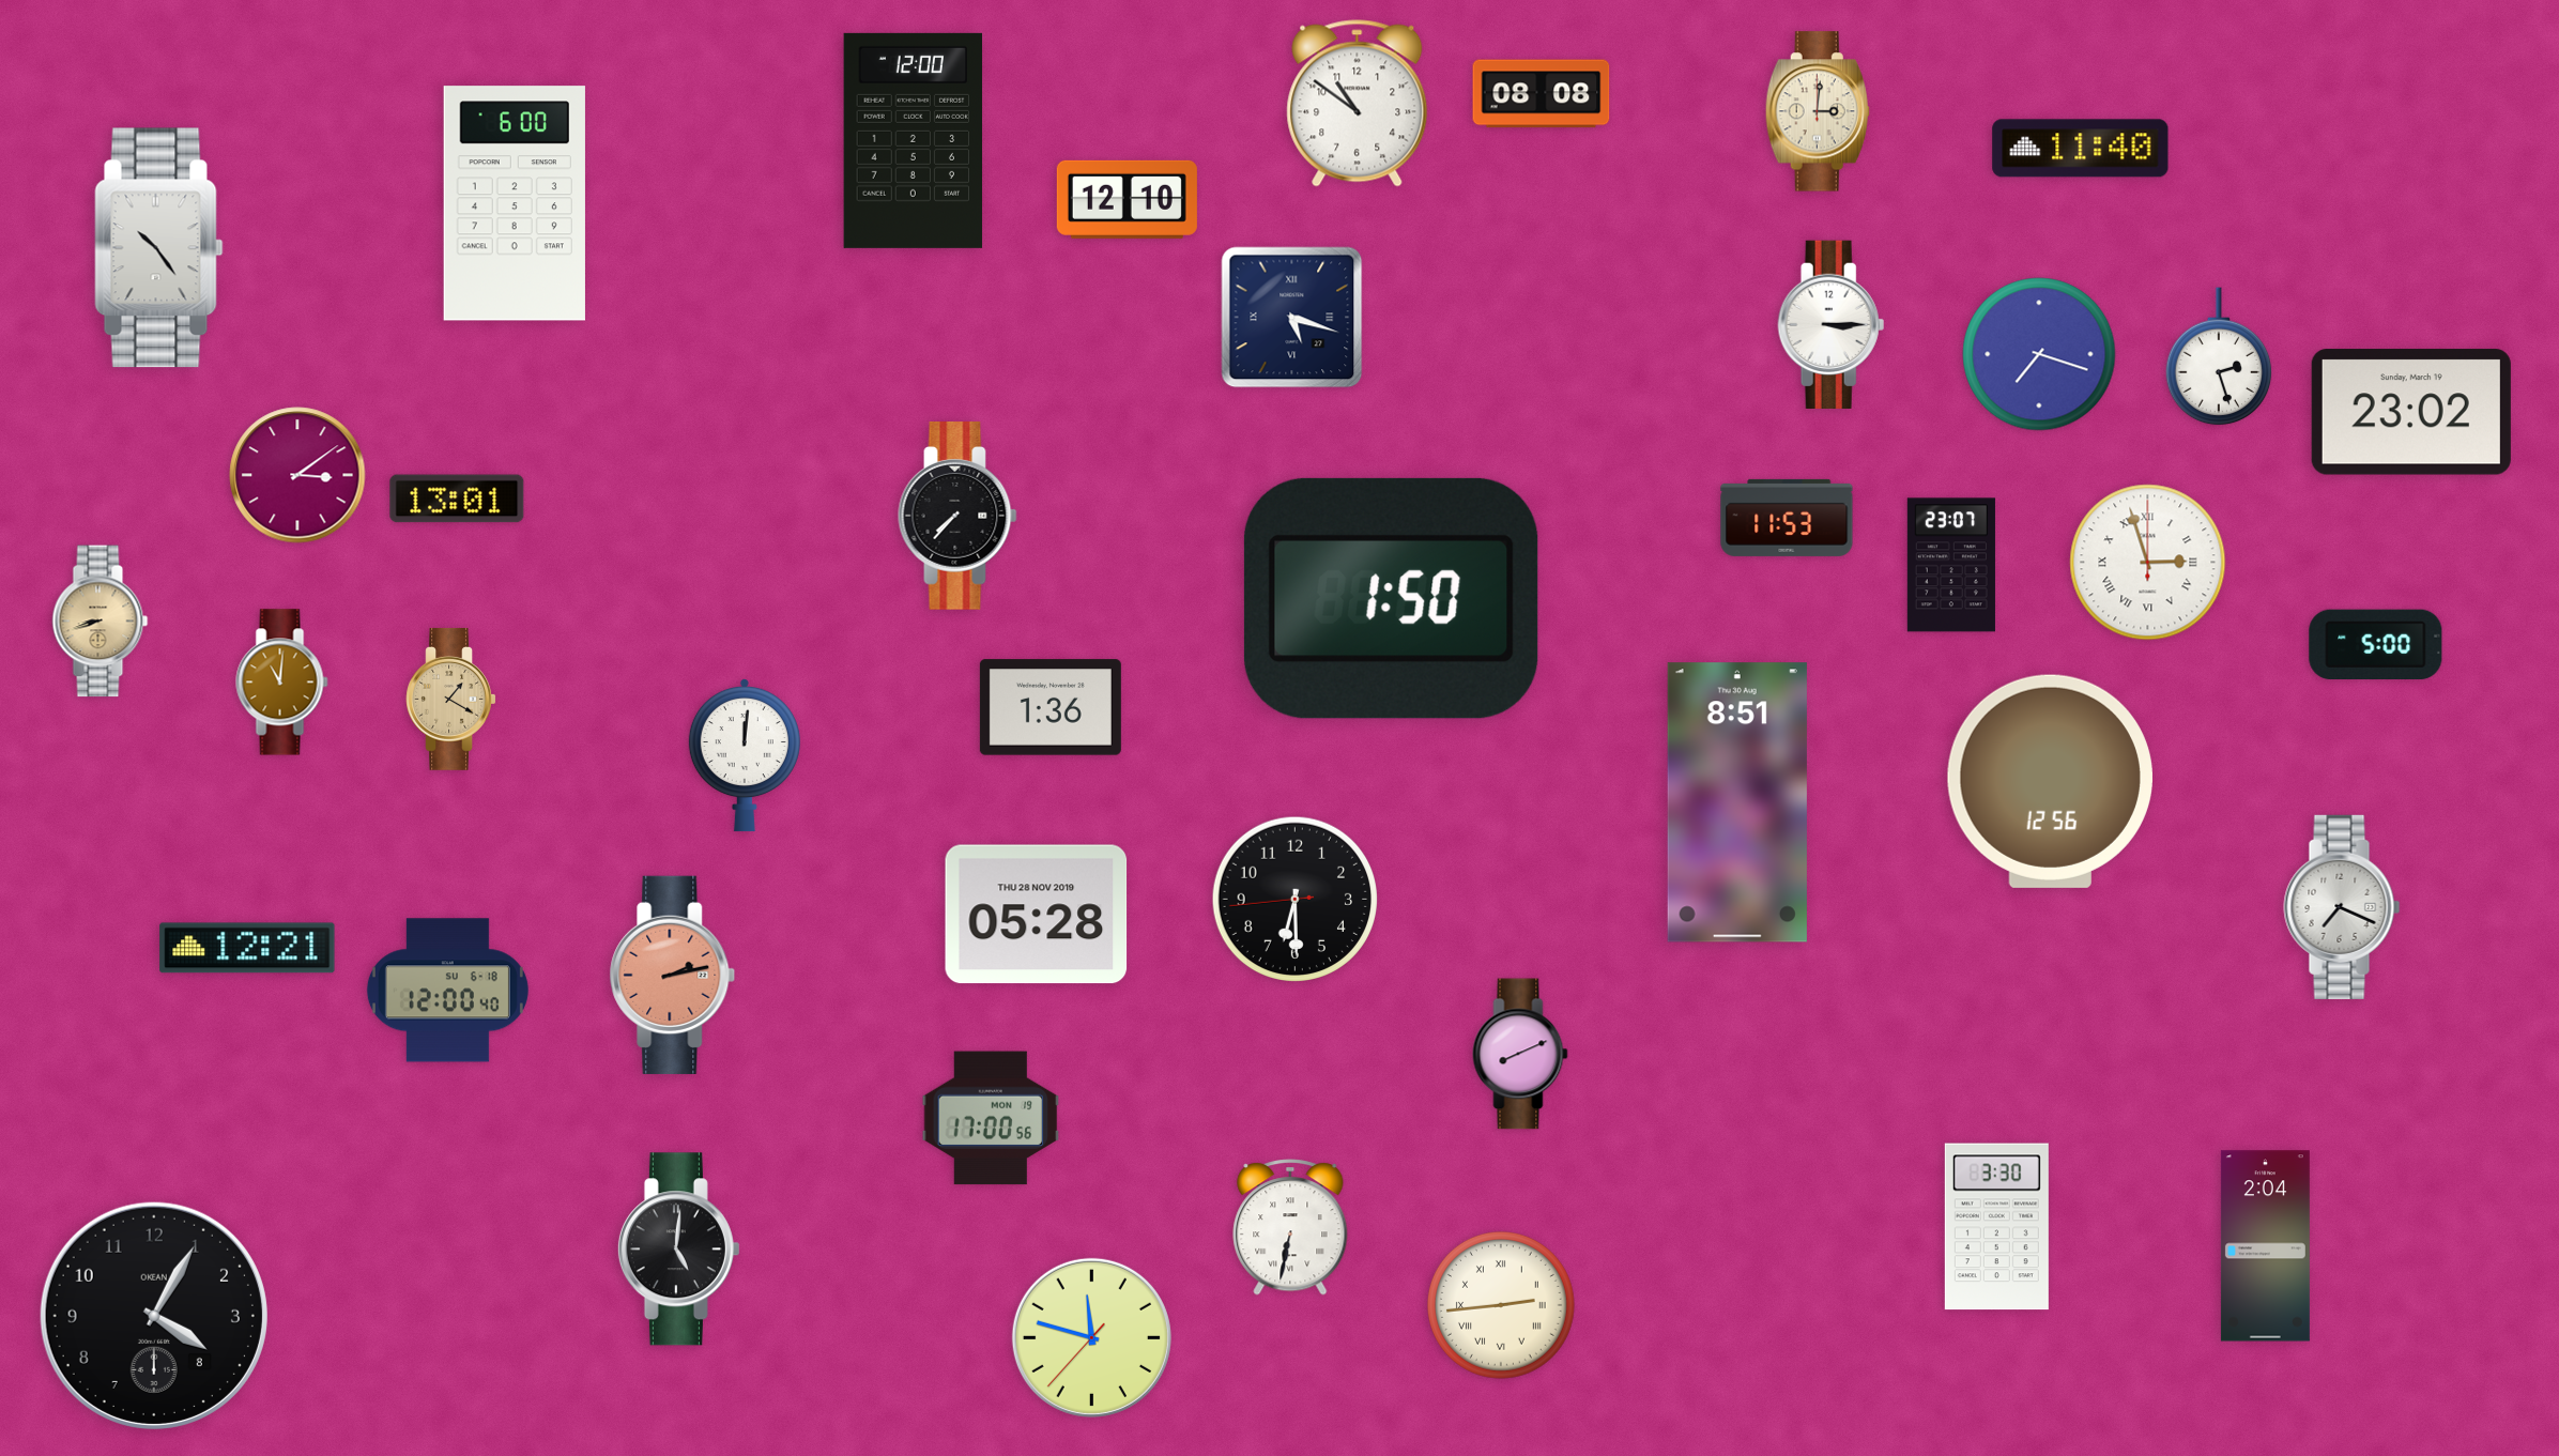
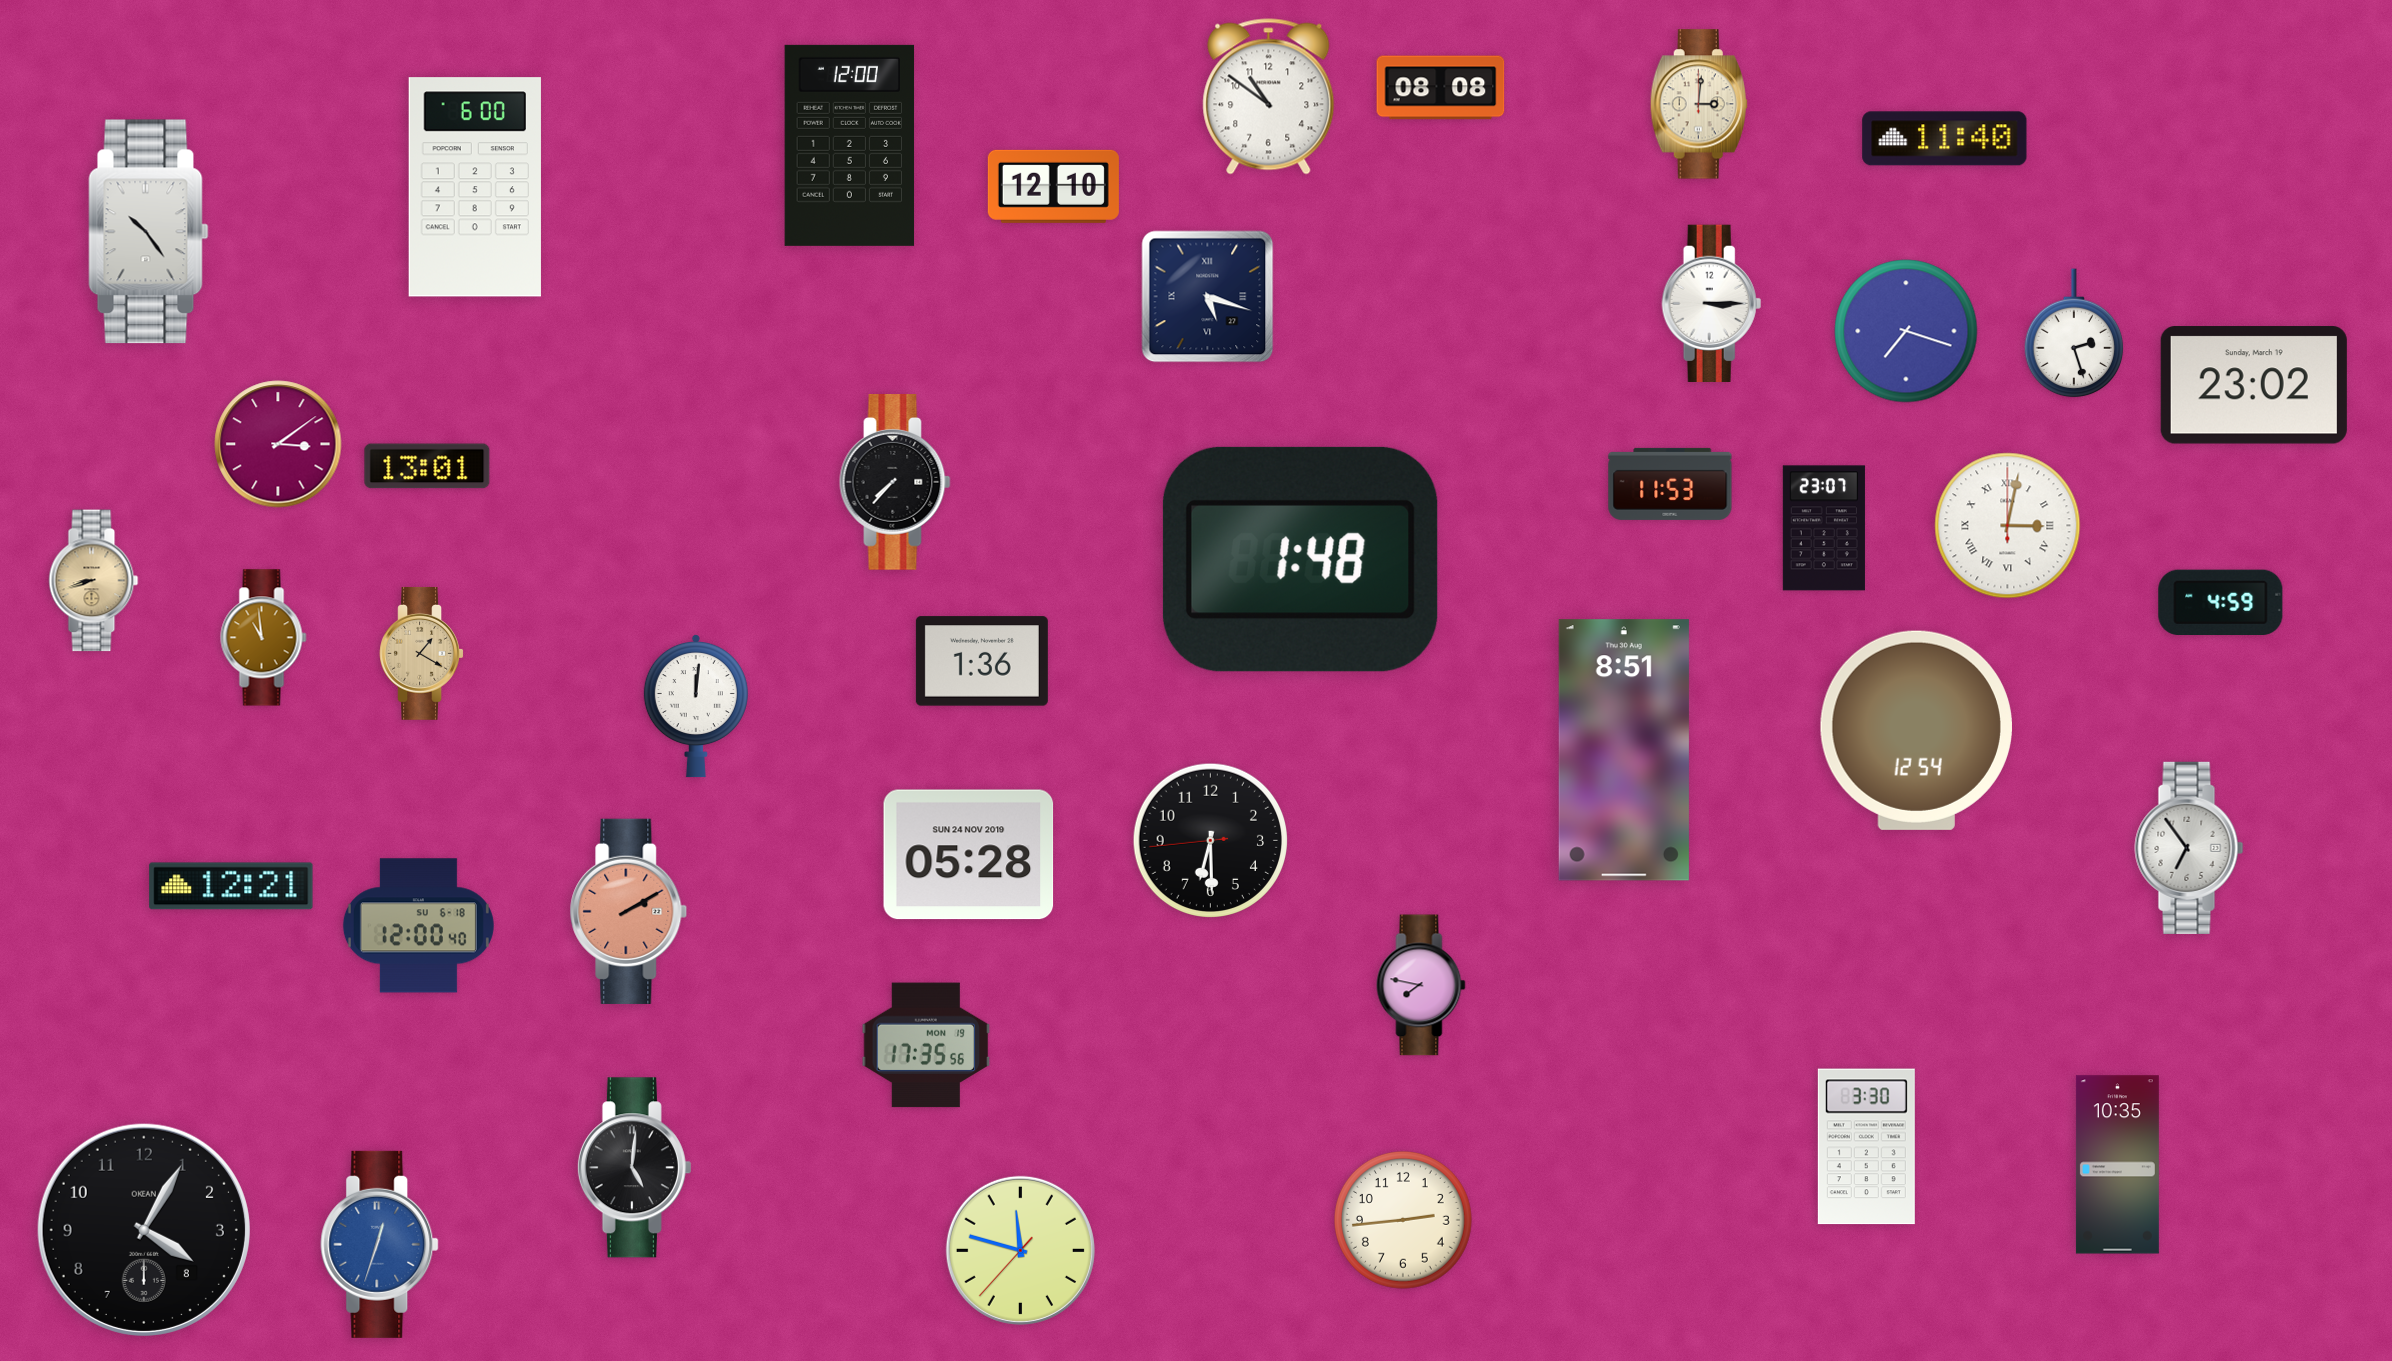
clock at (914, 140) position: (914, 140) -> (850, 145)
clock at (515, 203) position: (515, 203) -> (475, 187)
clock at (2148, 563): 2:57 -> 3:02
clock at (1391, 598): 1:50 -> 1:48
clock at (2376, 644): 5:00 -> 4:59
clock at (282, 683): 11:01 -> 10:59
clock at (2050, 781): 12:56 -> 12:54
clock at (2342, 907): 7:19 -> 6:54
clock at (1037, 915) date: THU 28 NOV 2019 -> SUN 24 NOV 2019
clock at (673, 975): 2:13 -> 2:10
clock at (1520, 1054): 8:11 -> 7:47
clock at (991, 1118): 17:00 -> 17:35
clock at (1290, 1227): 6:32 -> none
clock at (2265, 1246): 2:04 -> 10:35
clock at (1502, 1306) numerals: Roman -> Arabic
clock at (380, 1244): none -> 12:33
